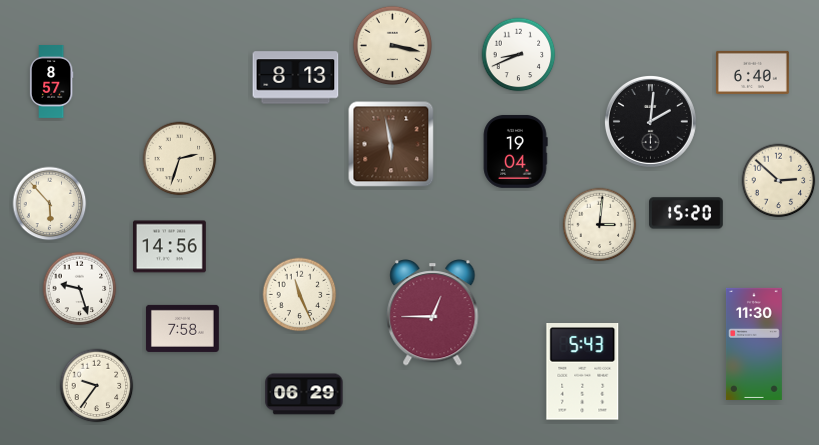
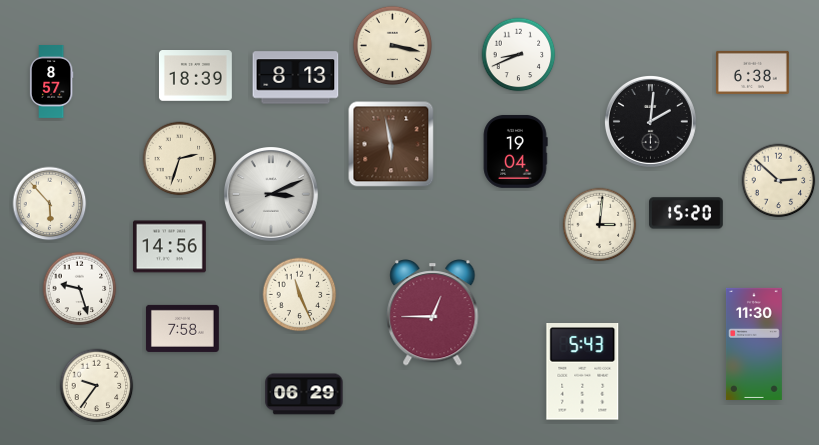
clock at (752, 72): 6:40 -> 6:38
clock at (195, 76): none -> 18:39
clock at (272, 195): none -> 3:11
